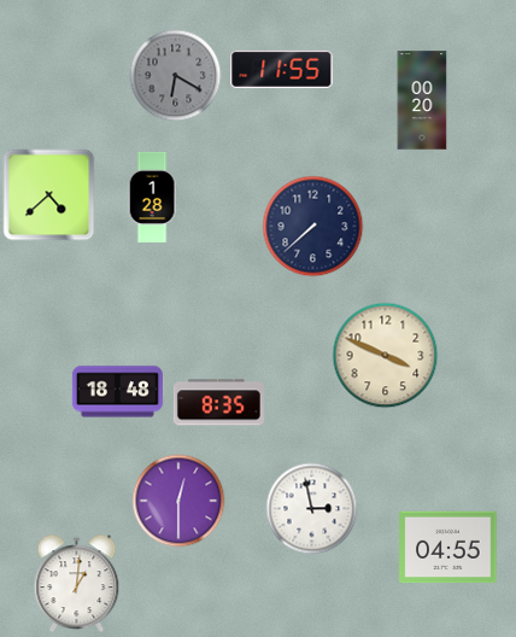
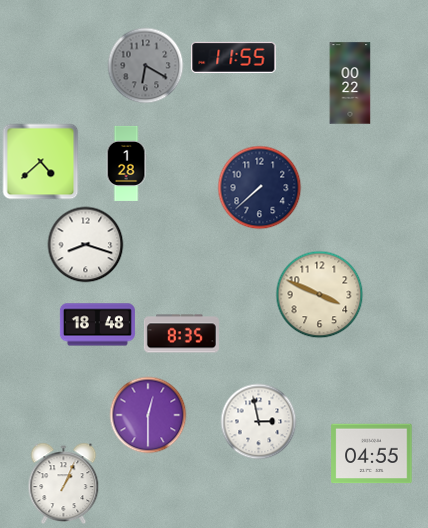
clock at (176, 76) position: (176, 76) -> (146, 66)
clock at (422, 100): 00:20 -> 00:22
clock at (86, 245): none -> 8:18
clock at (77, 584): 1:01 -> 1:04
